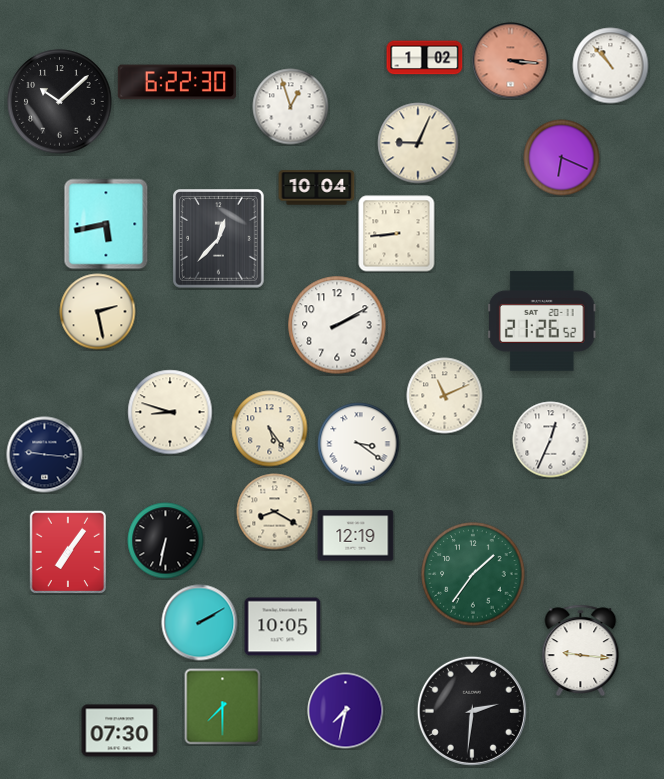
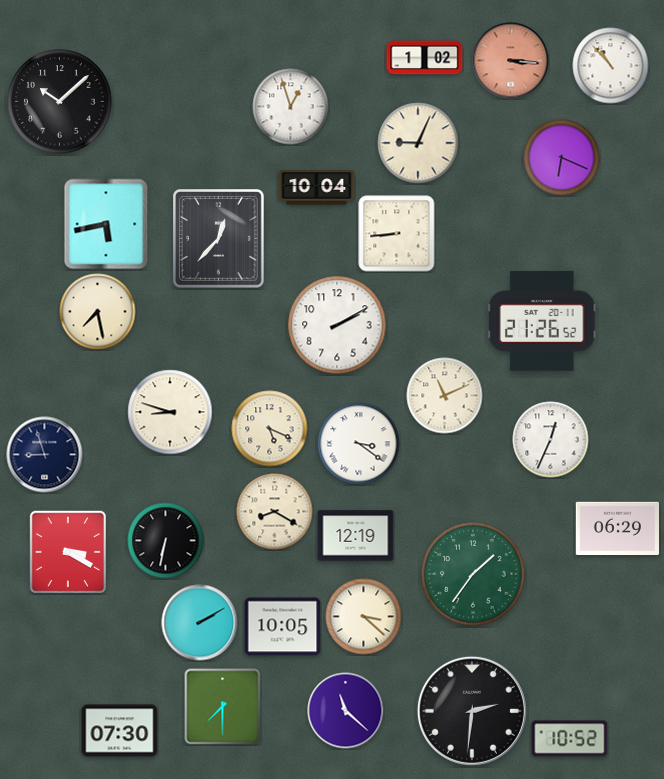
clock at (177, 82): 6:22 -> none
clock at (98, 312): 2:28 -> 7:28
clock at (270, 429): 5:24 -> 5:19
clock at (45, 455): 9:16 -> 8:57
clock at (618, 528): none -> 06:29
clock at (67, 552): 7:06 -> 3:20
clock at (364, 617): none -> 3:22
clock at (581, 650): 9:16 -> none
clock at (346, 711): 7:32 -> 11:22
clock at (570, 739): none -> 10:52
